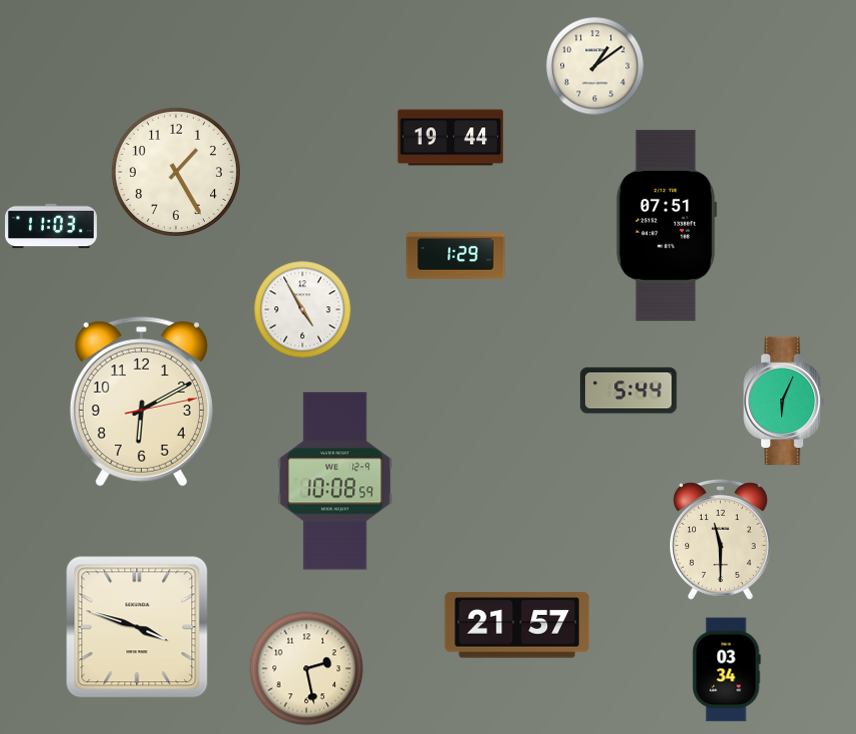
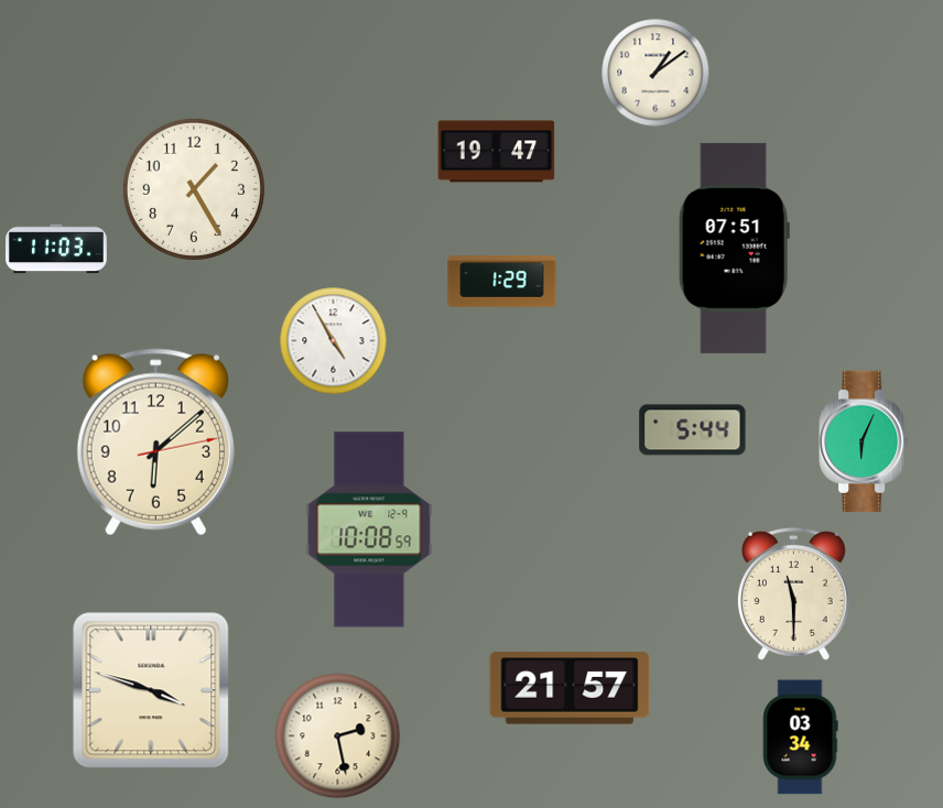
clock at (451, 138): 19:44 -> 19:47
clock at (141, 402): 6:10 -> 6:08
